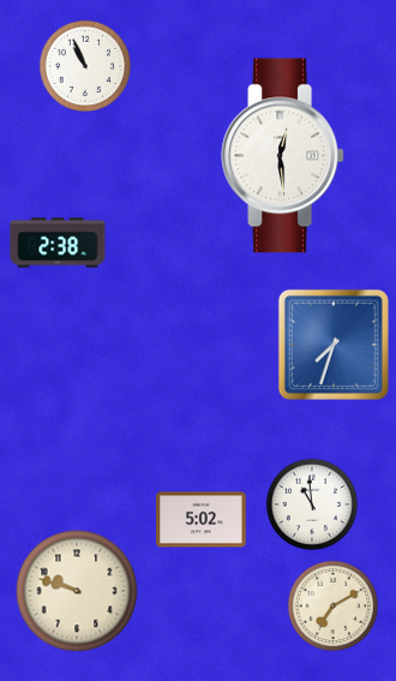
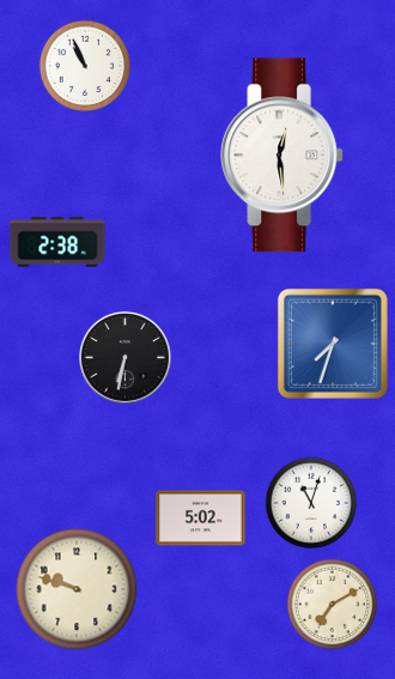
clock at (124, 357): none -> 6:32
clock at (312, 504): 10:59 -> 11:03
